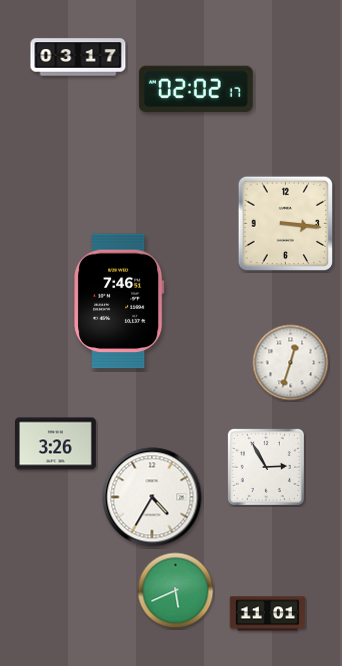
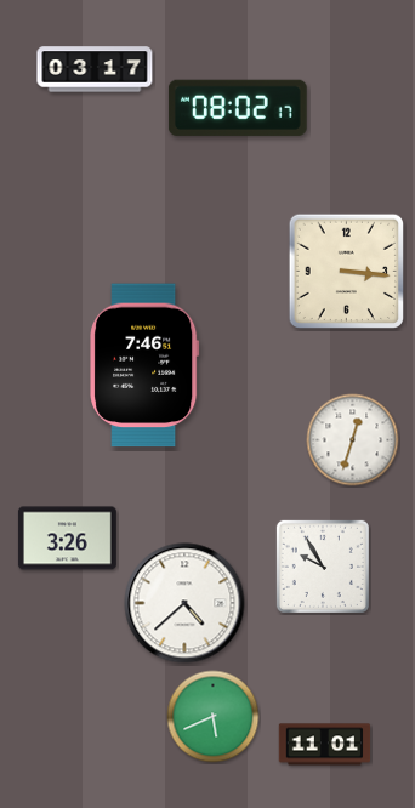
clock at (196, 89): 02:02 -> 08:02
clock at (266, 467): 2:55 -> 9:55
clock at (152, 497): 4:35 -> 4:38
